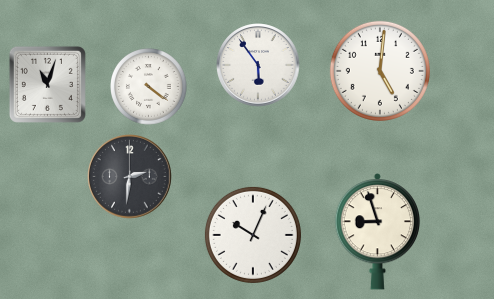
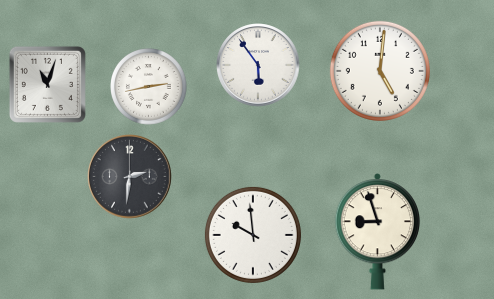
clock at (149, 87): 4:21 -> 2:43
clock at (253, 235): 10:04 -> 9:59
